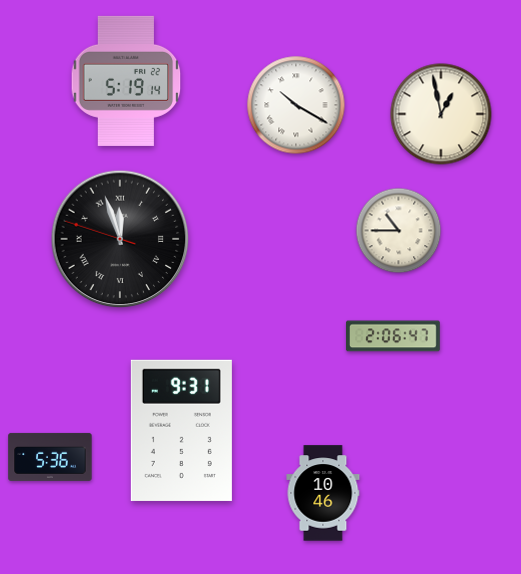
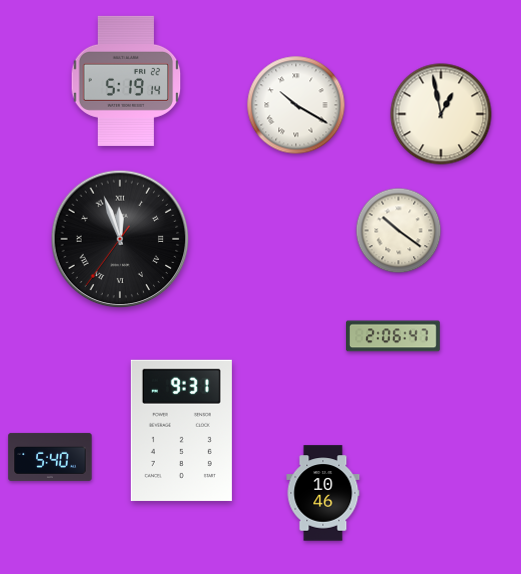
clock at (399, 231): 10:45 -> 10:21
clock at (120, 239): 11:56:48 -> 11:56:36
clock at (50, 457): 5:36 -> 5:40
